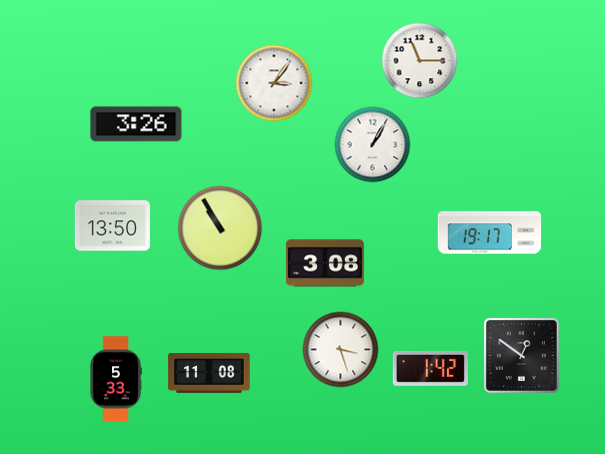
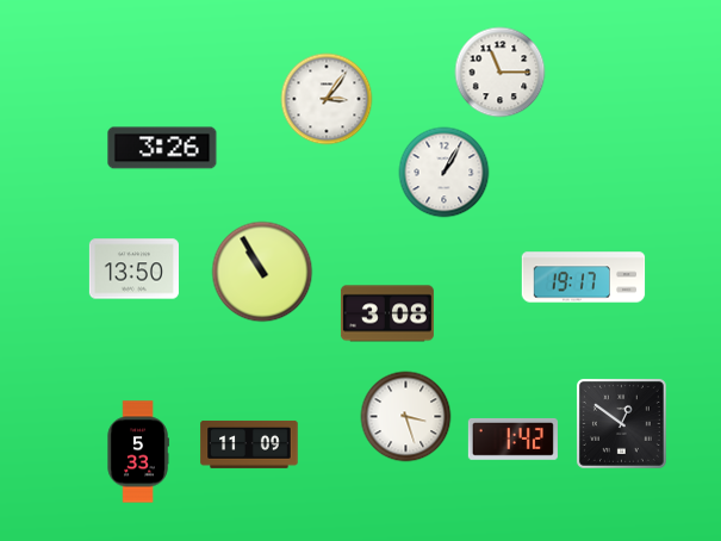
clock at (209, 373): 11:08 -> 11:09
